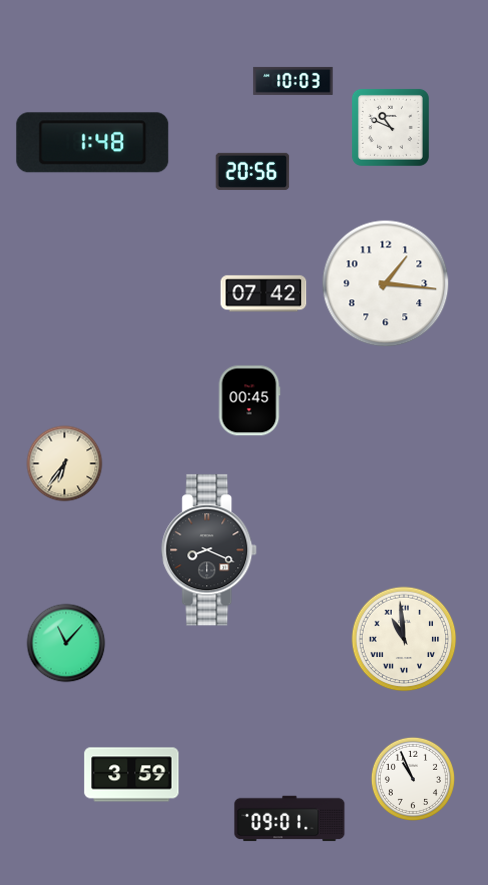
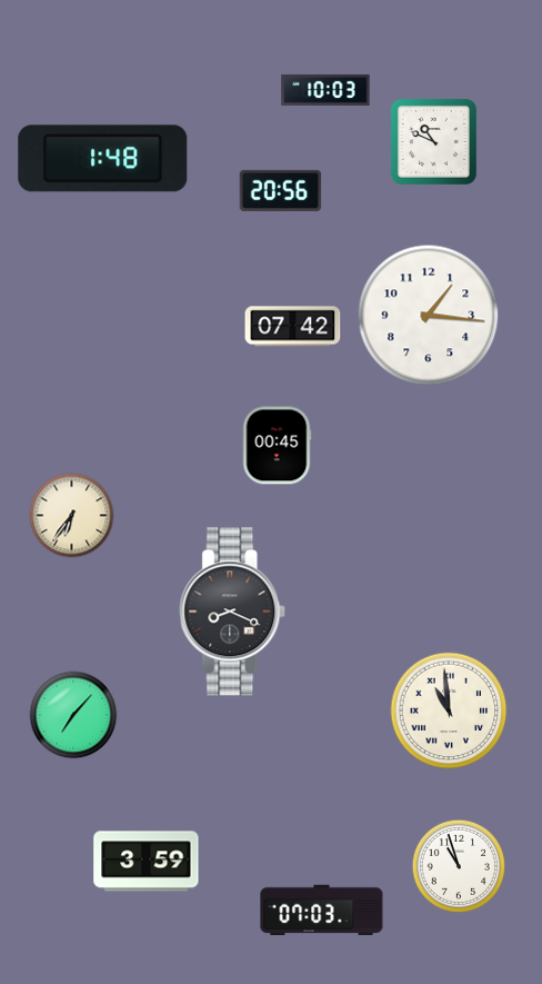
clock at (66, 643): 11:07 -> 7:07
clock at (412, 778): 10:56 -> 10:57
clock at (290, 819): 09:01 -> 07:03
